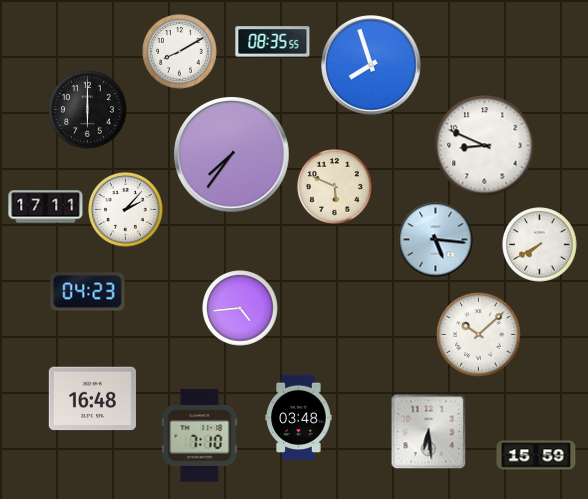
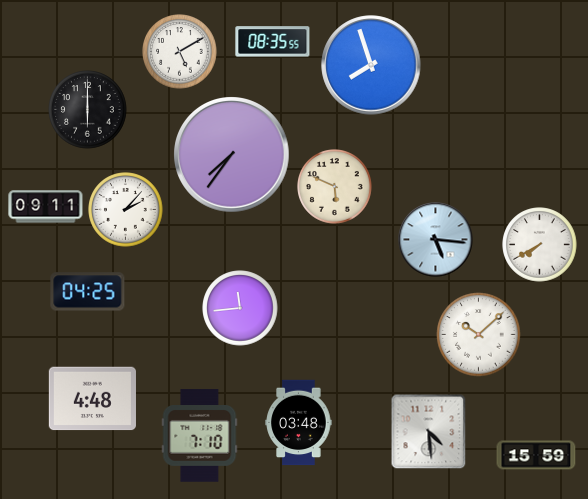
clock at (180, 52): 8:10 -> 5:10
clock at (485, 146): 8:49 -> none
clock at (46, 207): 17:11 -> 09:11
clock at (88, 292): 04:23 -> 04:25
clock at (240, 308): 4:44 -> 11:44
clock at (92, 399): 16:48 -> 4:48
clock at (299, 418) position: (299, 418) -> (299, 423)
clock at (429, 432): 6:29 -> 4:29
